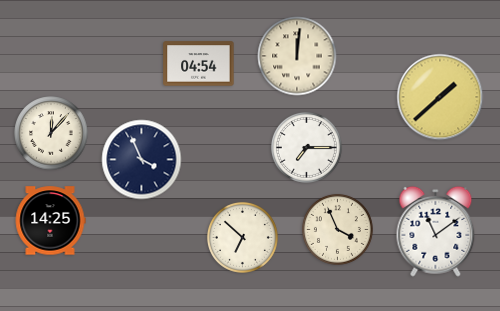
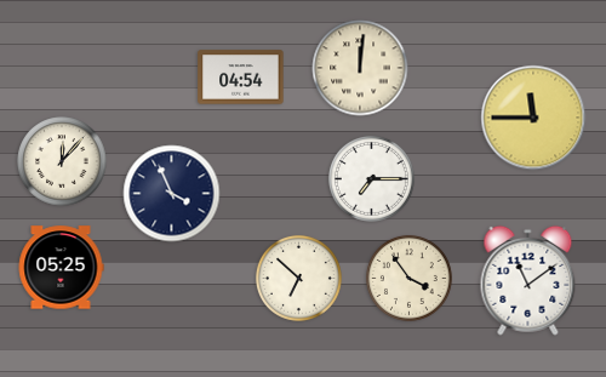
clock at (440, 97): 1:38 -> 11:45
clock at (50, 221): 14:25 -> 05:25
clock at (337, 229): 3:56 -> 3:54
clock at (242, 237) position: (242, 237) -> (298, 278)
